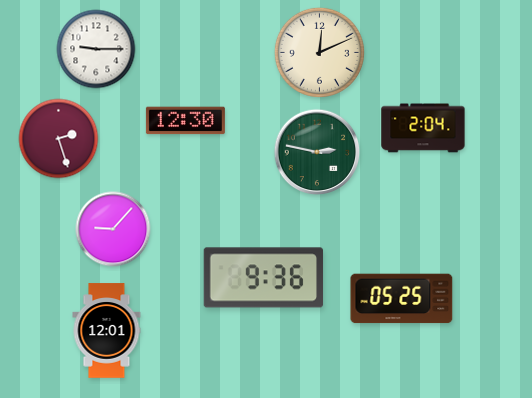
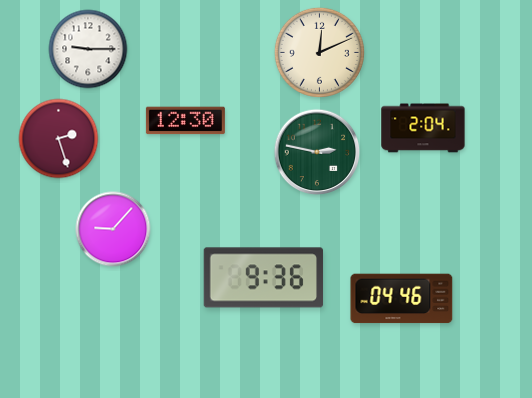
clock at (96, 49) position: (96, 49) -> (88, 49)
clock at (402, 299): 05:25 -> 04:46
clock at (107, 331): 12:01 -> none
